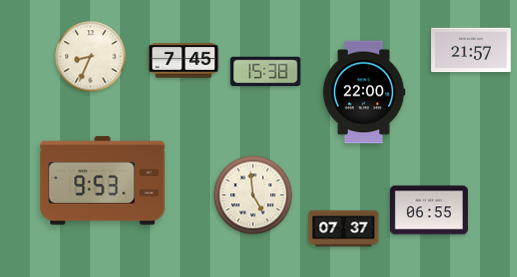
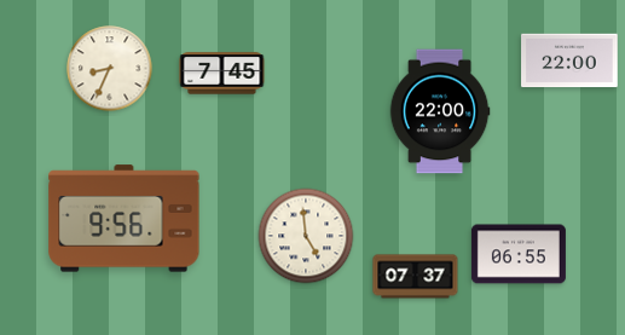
clock at (471, 50): 21:57 -> 22:00
clock at (266, 72): 15:38 -> none
clock at (103, 181): 9:53 -> 9:56
